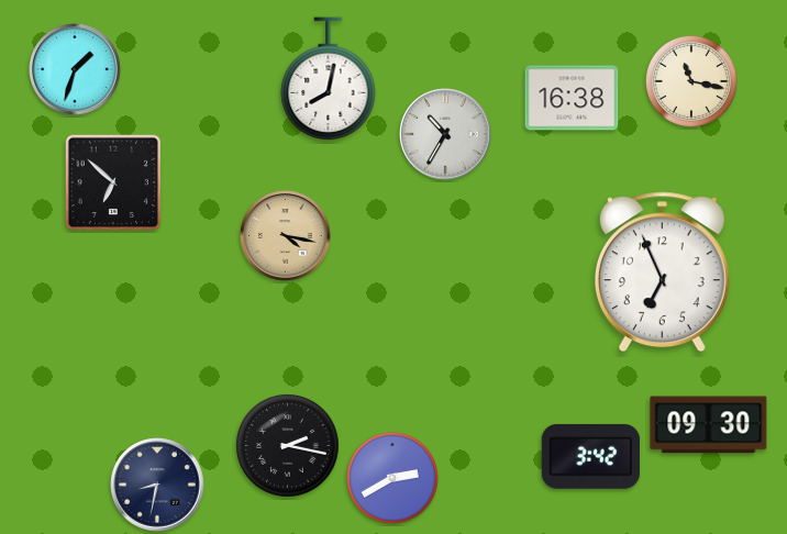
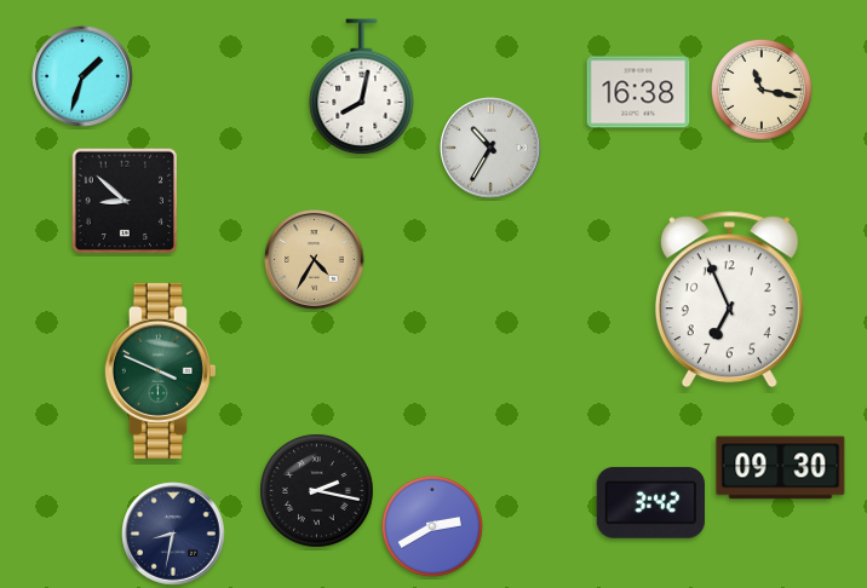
clock at (572, 98) position: (572, 98) -> (638, 92)
clock at (112, 181): 6:52 -> 8:52
clock at (286, 236): 4:17 -> 4:35
clock at (160, 370): none -> 3:49
